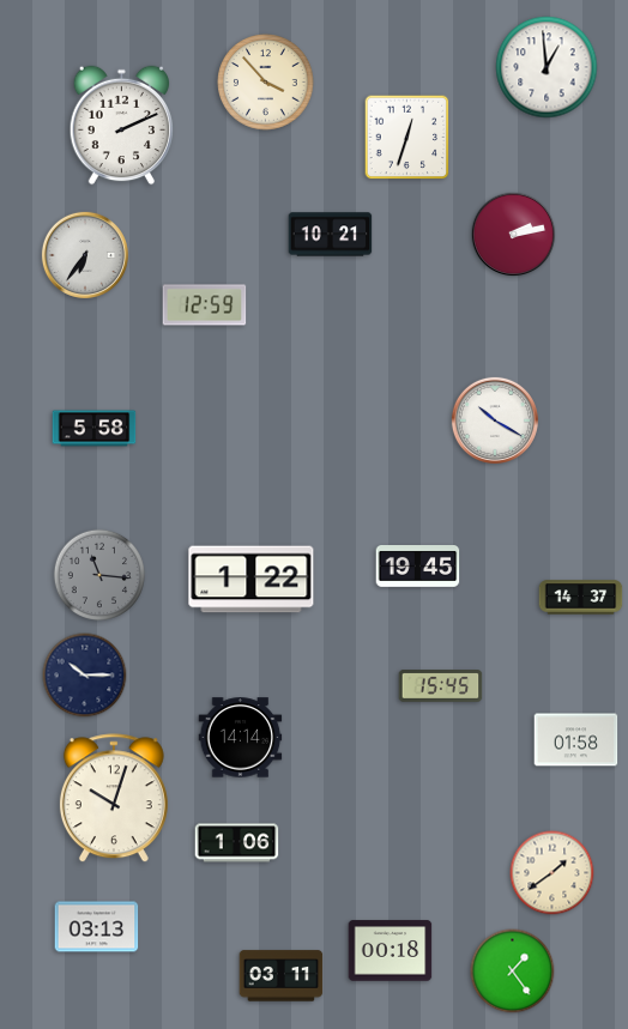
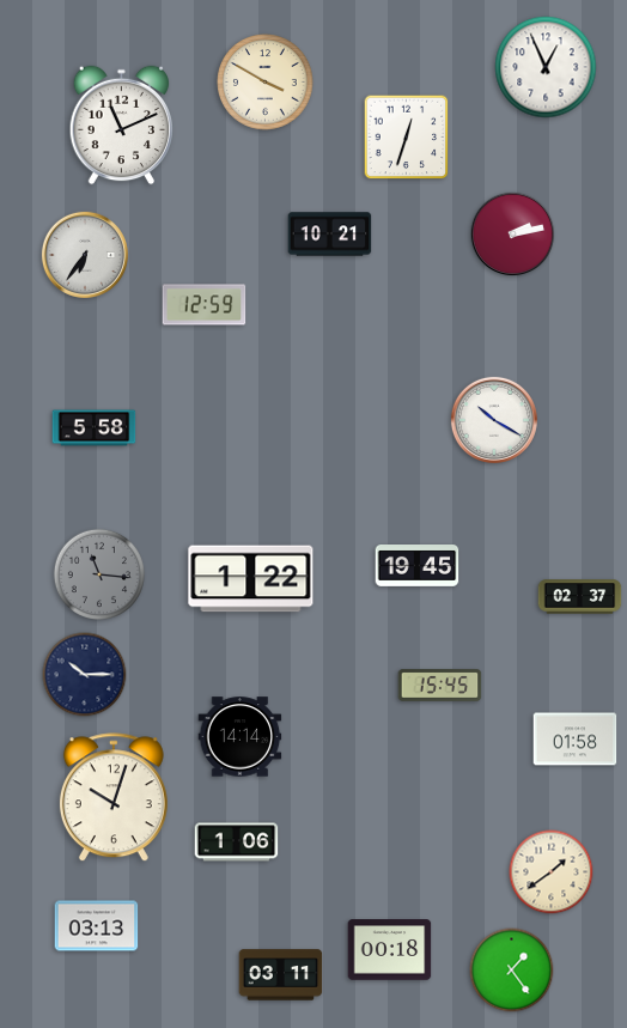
clock at (547, 67): 12:59 -> 12:56
clock at (266, 83): 3:53 -> 3:50
clock at (122, 126): 2:11 -> 11:11
clock at (581, 598): 14:37 -> 02:37
